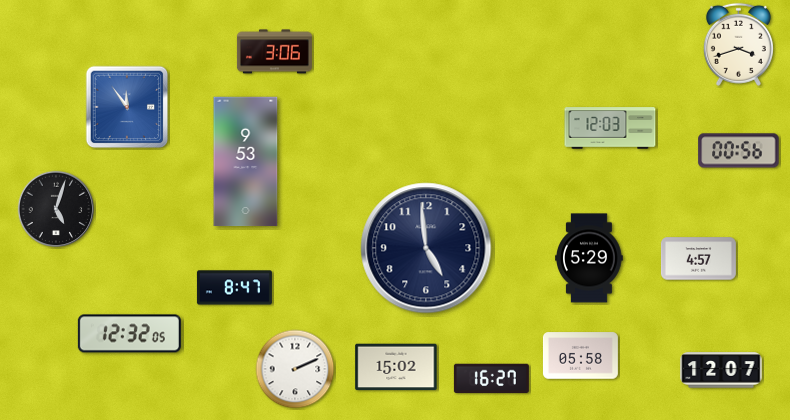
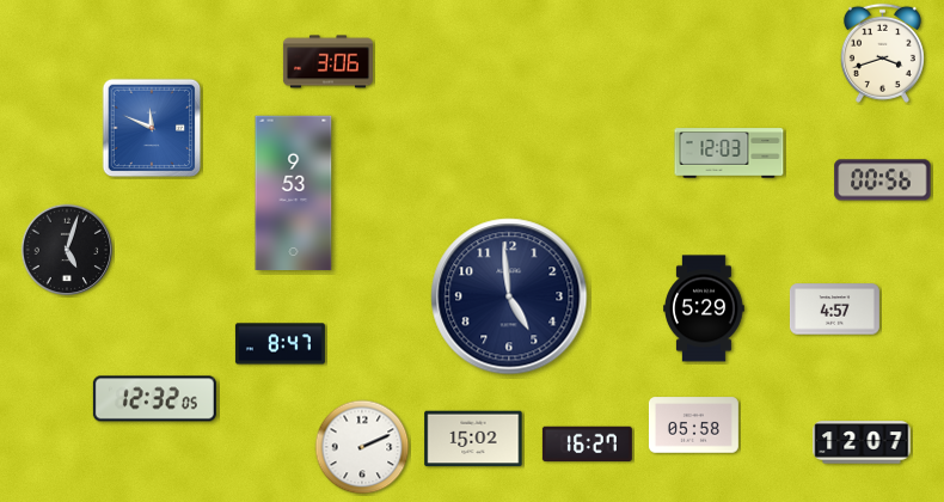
clock at (127, 107): 11:54 -> 11:49
clock at (295, 369) position: (295, 369) -> (362, 447)
clock at (491, 379) position: (491, 379) -> (587, 445)
